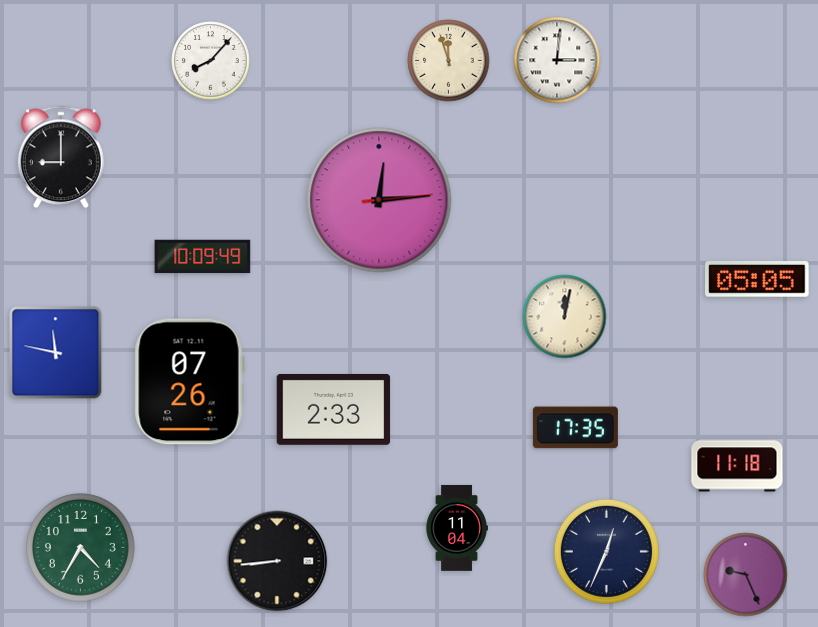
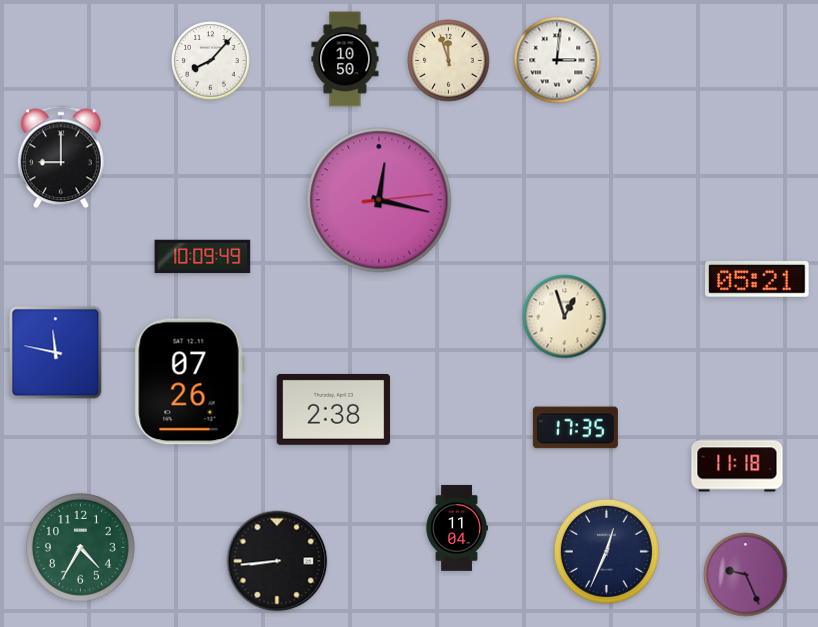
clock at (345, 59): none -> 10:50
clock at (379, 200): 12:14 -> 12:17
clock at (757, 280): 05:05 -> 05:21
clock at (565, 317): 12:02 -> 12:57
clock at (334, 409): 2:33 -> 2:38
